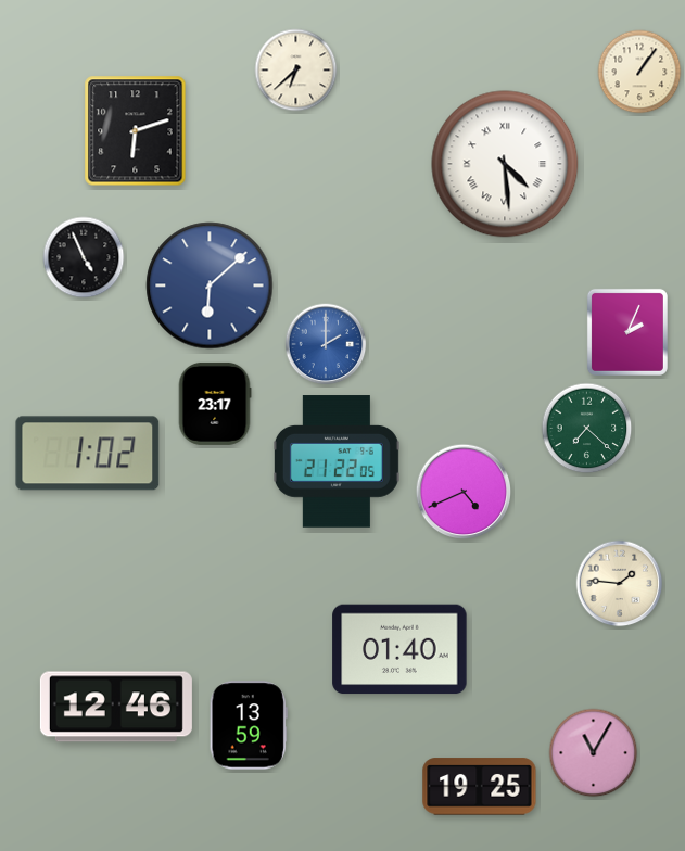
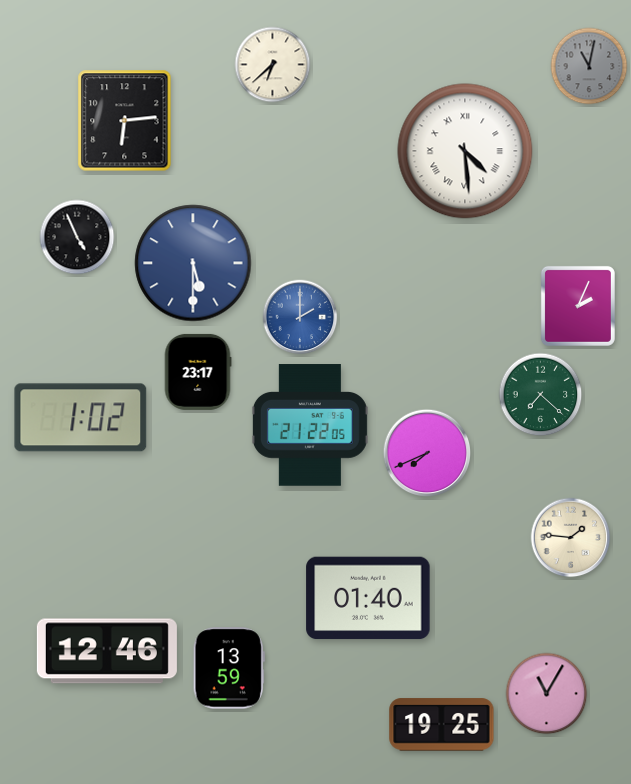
clock at (639, 72): 1:06 -> 11:02
clock at (639, 72) dial: cream -> grey
clock at (136, 131): 6:12 -> 6:14
clock at (210, 285): 6:08 -> 5:30
clock at (464, 492): 4:41 -> 7:41
